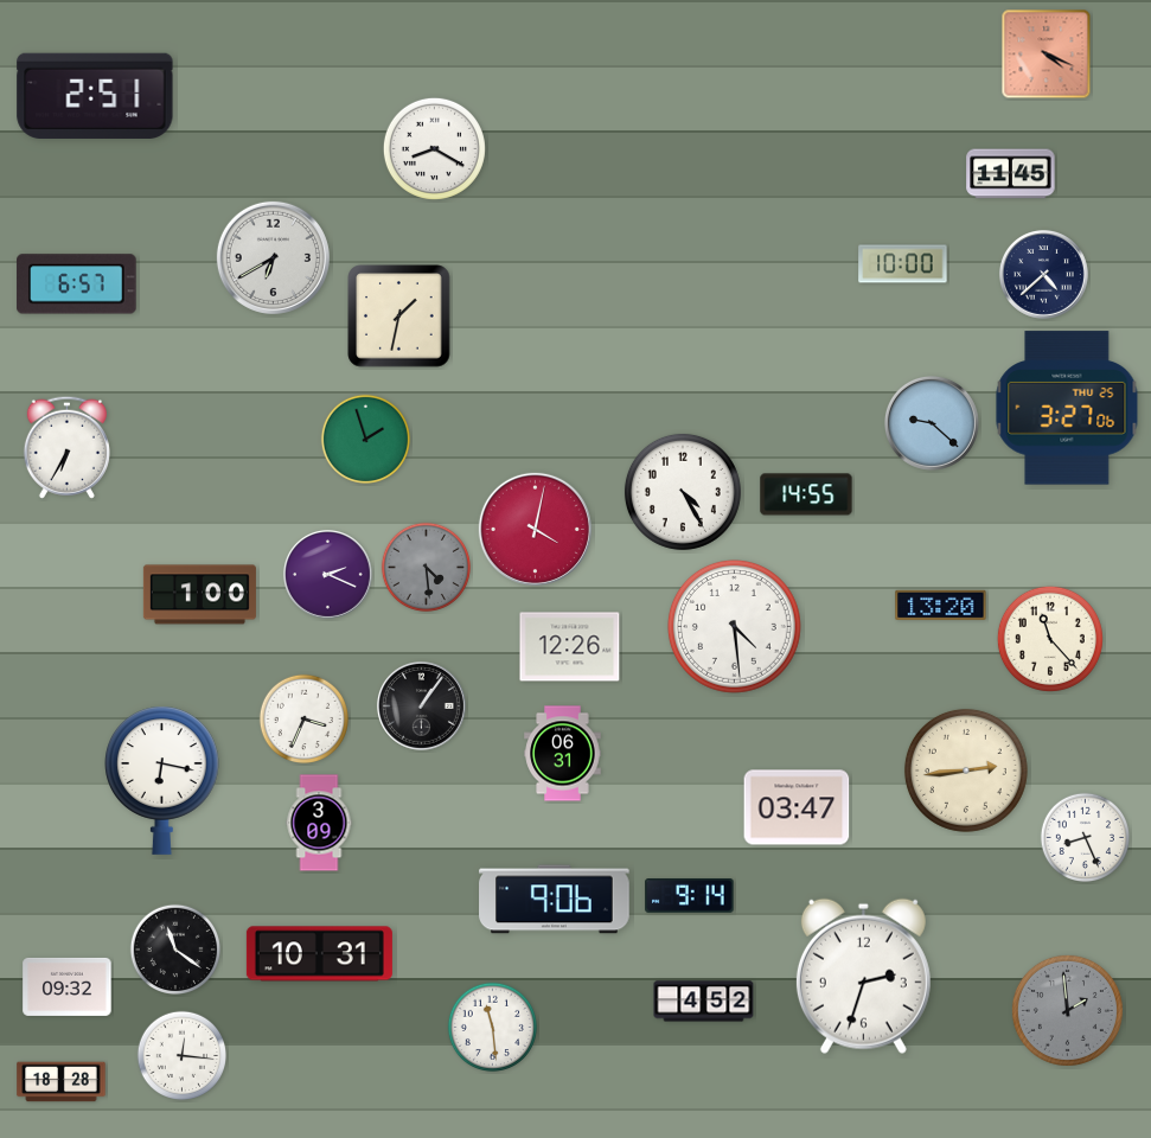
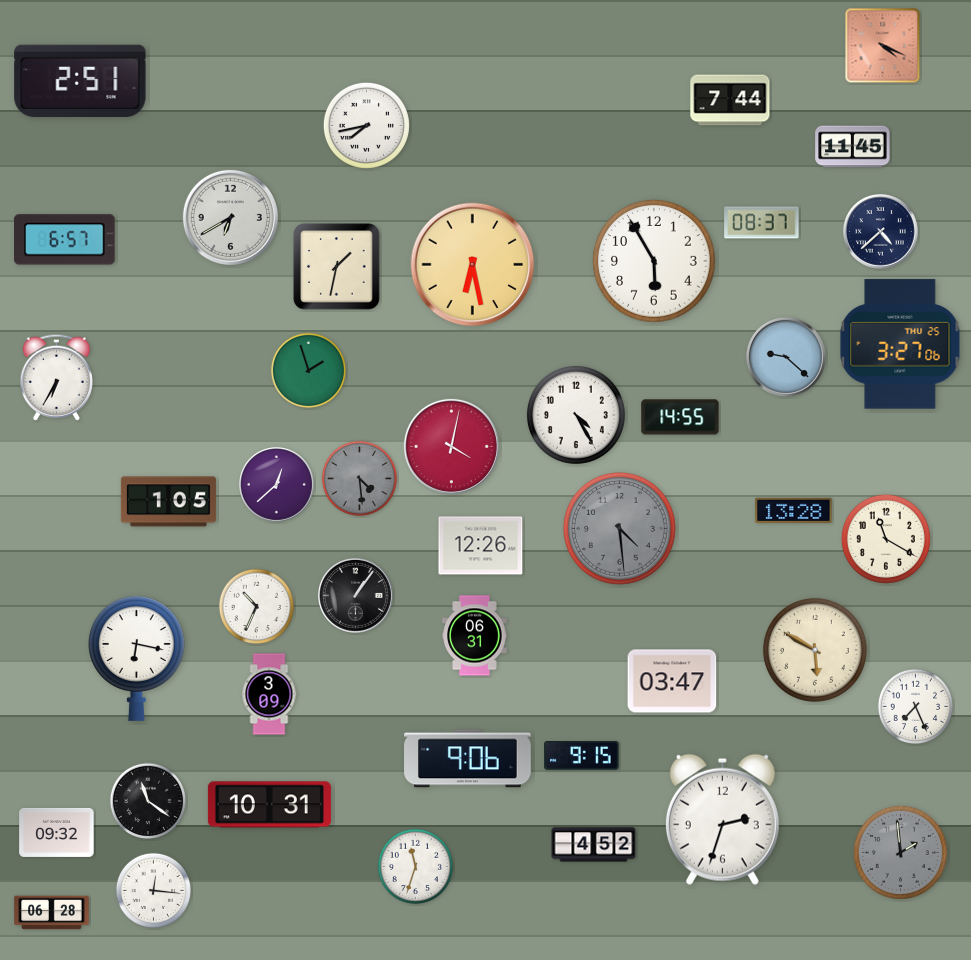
clock at (730, 100): none -> 7:44
clock at (434, 148): 8:20 -> 7:43
clock at (903, 264): 10:00 -> 08:37
clock at (654, 261): none -> 5:55
clock at (473, 265): none -> 6:28
clock at (327, 574): 2:19 -> 12:38
clock at (199, 595): 1:00 -> 1:05
clock at (941, 605): 13:20 -> 13:28
clock at (734, 626) dial: white -> grey
clock at (1050, 639): 11:23 -> 11:20
clock at (305, 720): 3:34 -> 10:34
clock at (966, 771): 2:44 -> 5:50
clock at (1086, 838): 8:26 -> 7:26
clock at (690, 896): 9:14 -> 9:15
clock at (863, 976) position: (863, 976) -> (722, 819)
clock at (493, 1028): 11:29 -> 11:33
clock at (62, 1082): 18:28 -> 06:28
